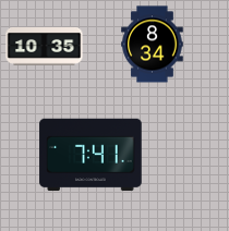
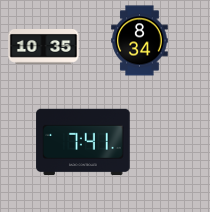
clock at (45, 47) position: (45, 47) -> (44, 47)
